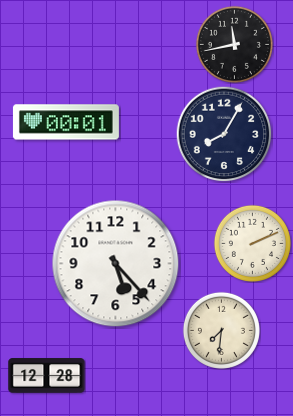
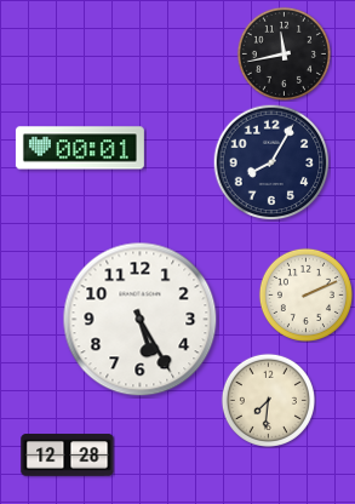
clock at (116, 264): 5:23 -> 5:25
clock at (47, 376) position: (47, 376) -> (68, 456)
